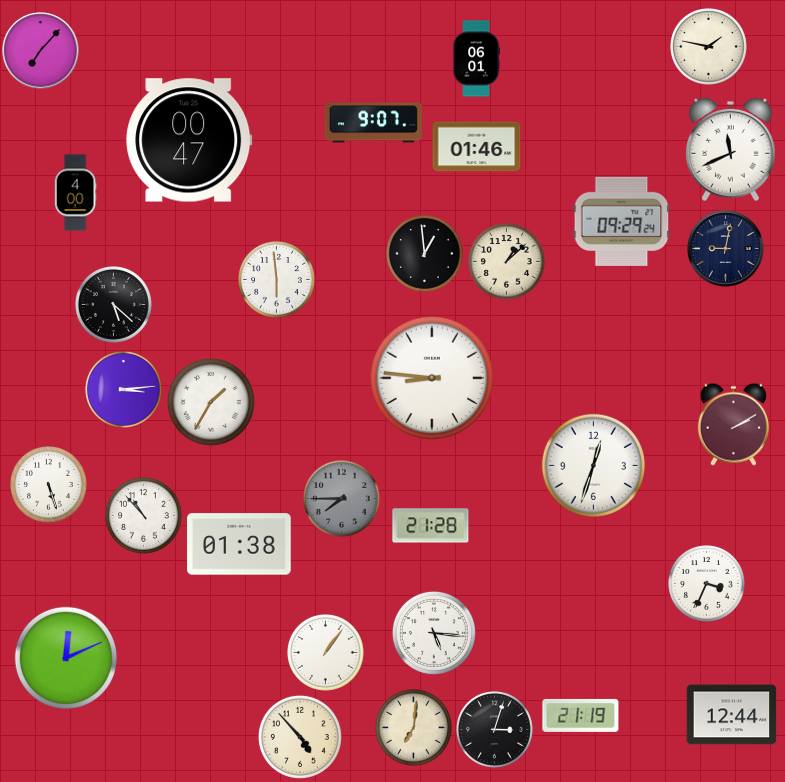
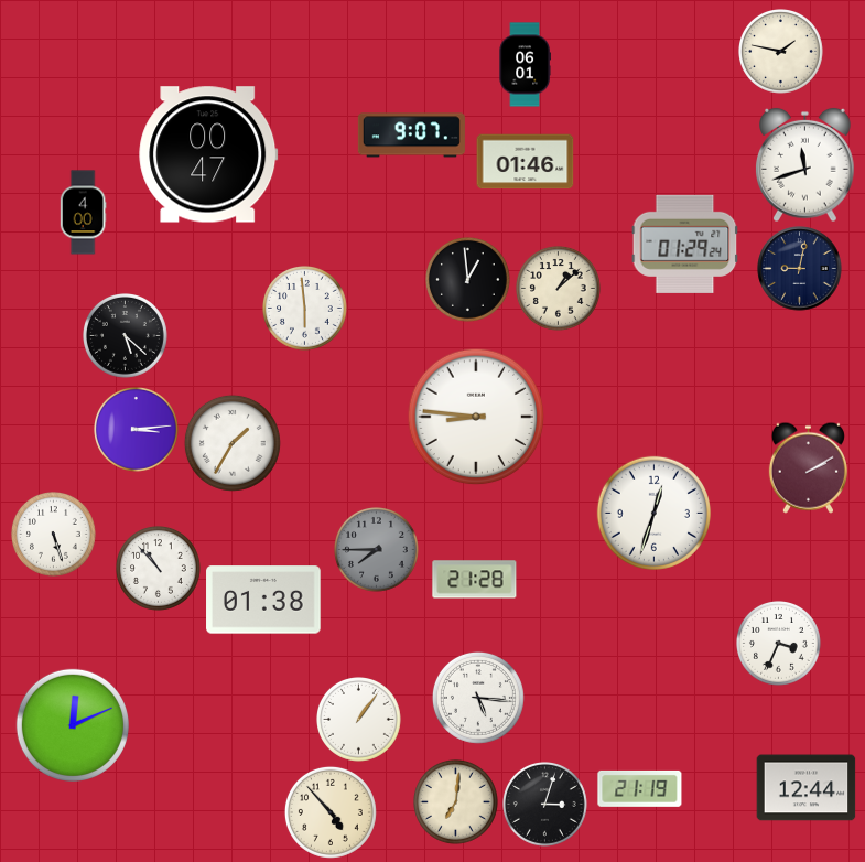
clock at (41, 51): 7:07 -> none
clock at (731, 150): 11:41 -> 11:42
clock at (622, 221): 09:29 -> 01:29
clock at (726, 249) position: (726, 249) -> (800, 269)
